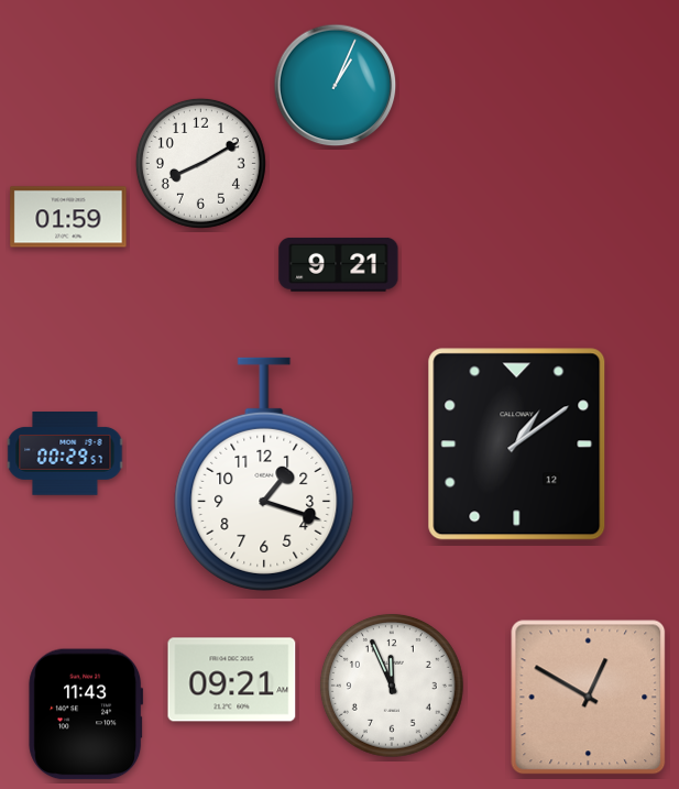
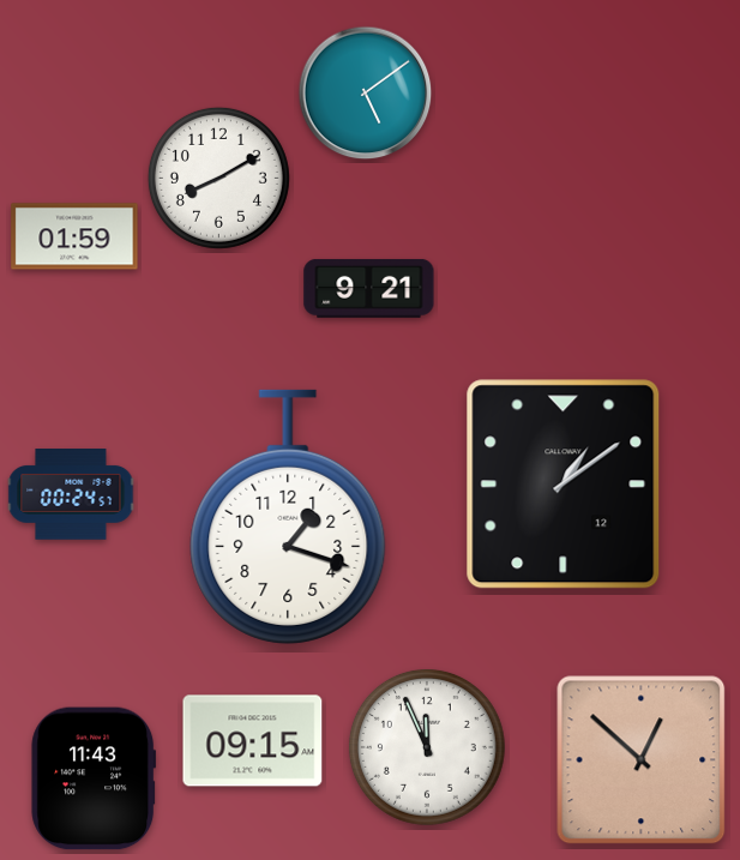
clock at (336, 86): 1:04 -> 5:09
clock at (65, 453): 00:29 -> 00:24
clock at (232, 680): 09:21 -> 09:15
clock at (589, 698): 12:50 -> 12:52
